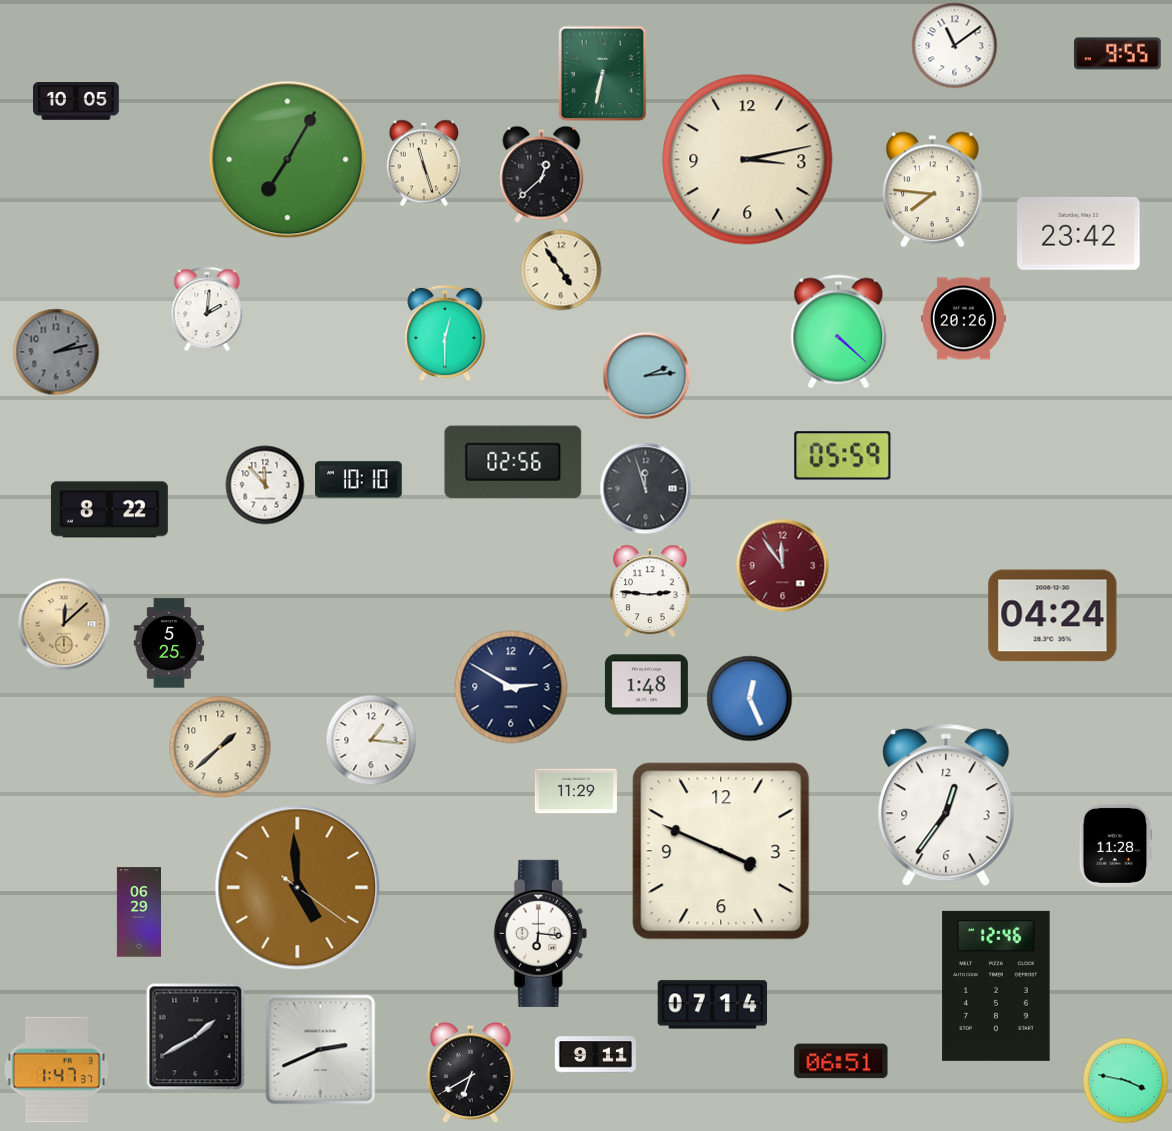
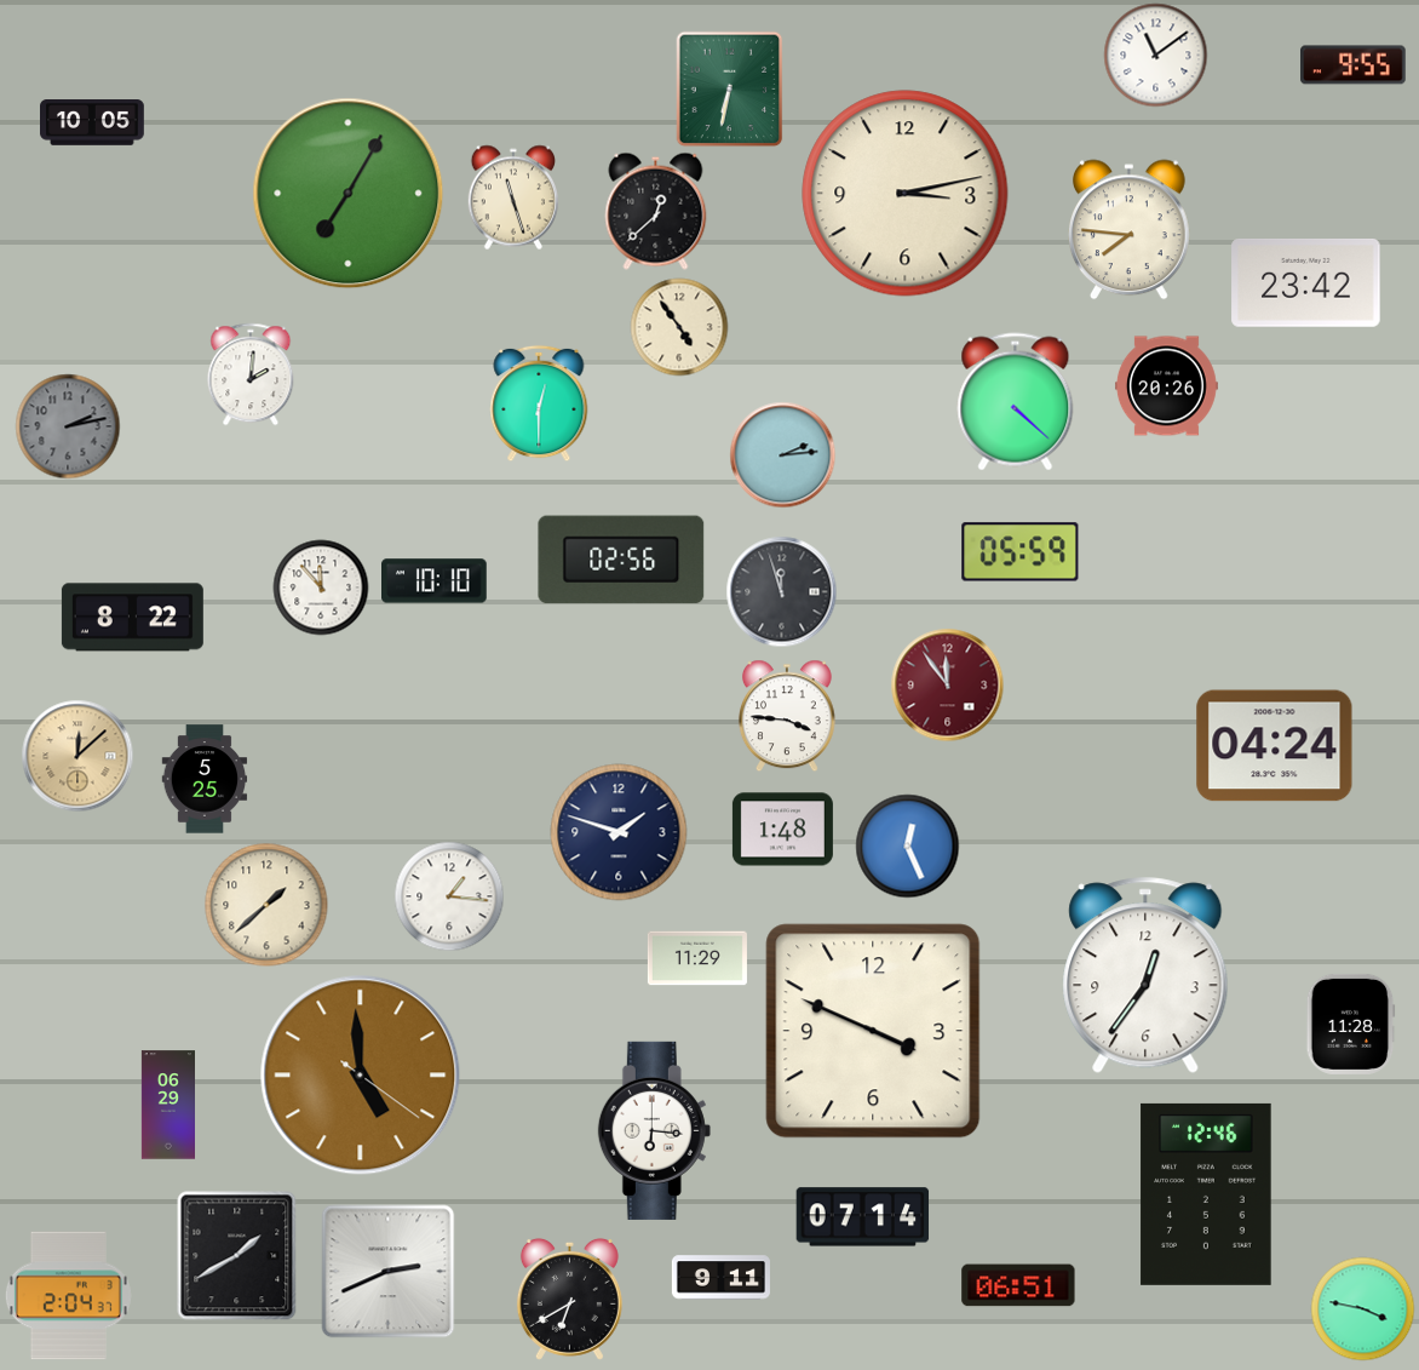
clock at (650, 591): 2:46 -> 3:46
clock at (511, 687): 2:50 -> 1:48
clock at (56, 1070): 1:47 -> 2:04
